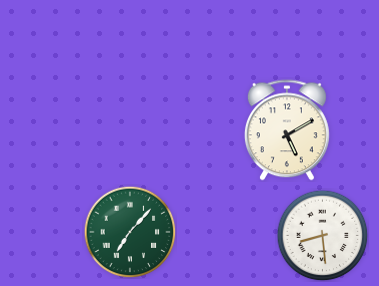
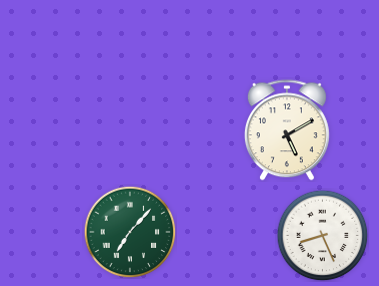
clock at (322, 235): 8:29 -> 8:26
